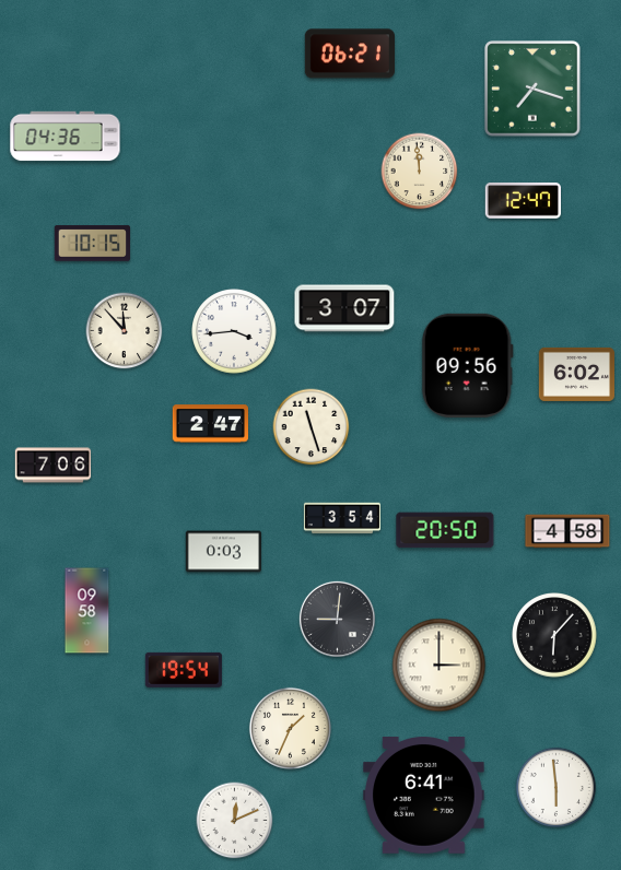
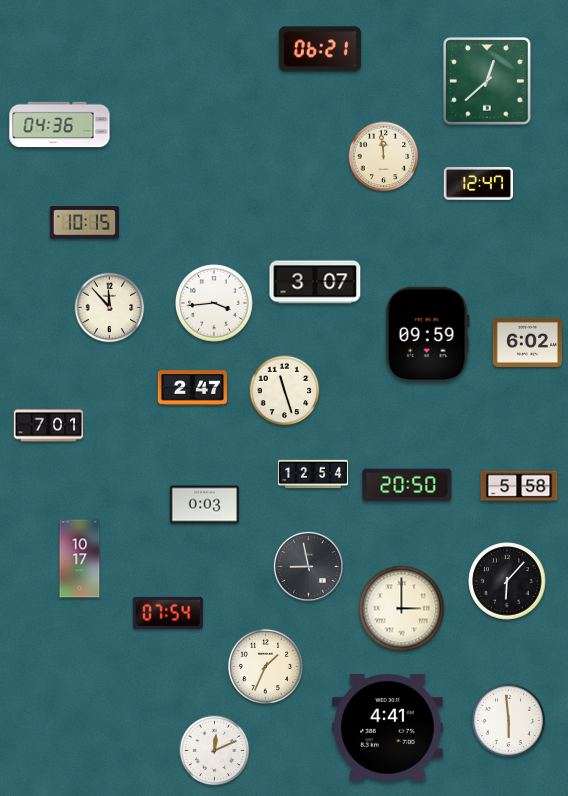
clock at (532, 89): 7:18 -> 12:38
clock at (125, 331) position: (125, 331) -> (110, 308)
clock at (467, 365): 09:56 -> 09:59
clock at (54, 466): 7:06 -> 7:01
clock at (342, 518): 3:54 -> 12:54
clock at (567, 531): 4:58 -> 5:58
clock at (87, 611): 09:58 -> 10:17
clock at (337, 619): 9:01 -> 8:58
clock at (184, 670): 19:54 -> 07:54
clock at (424, 796): 6:41 -> 4:41
